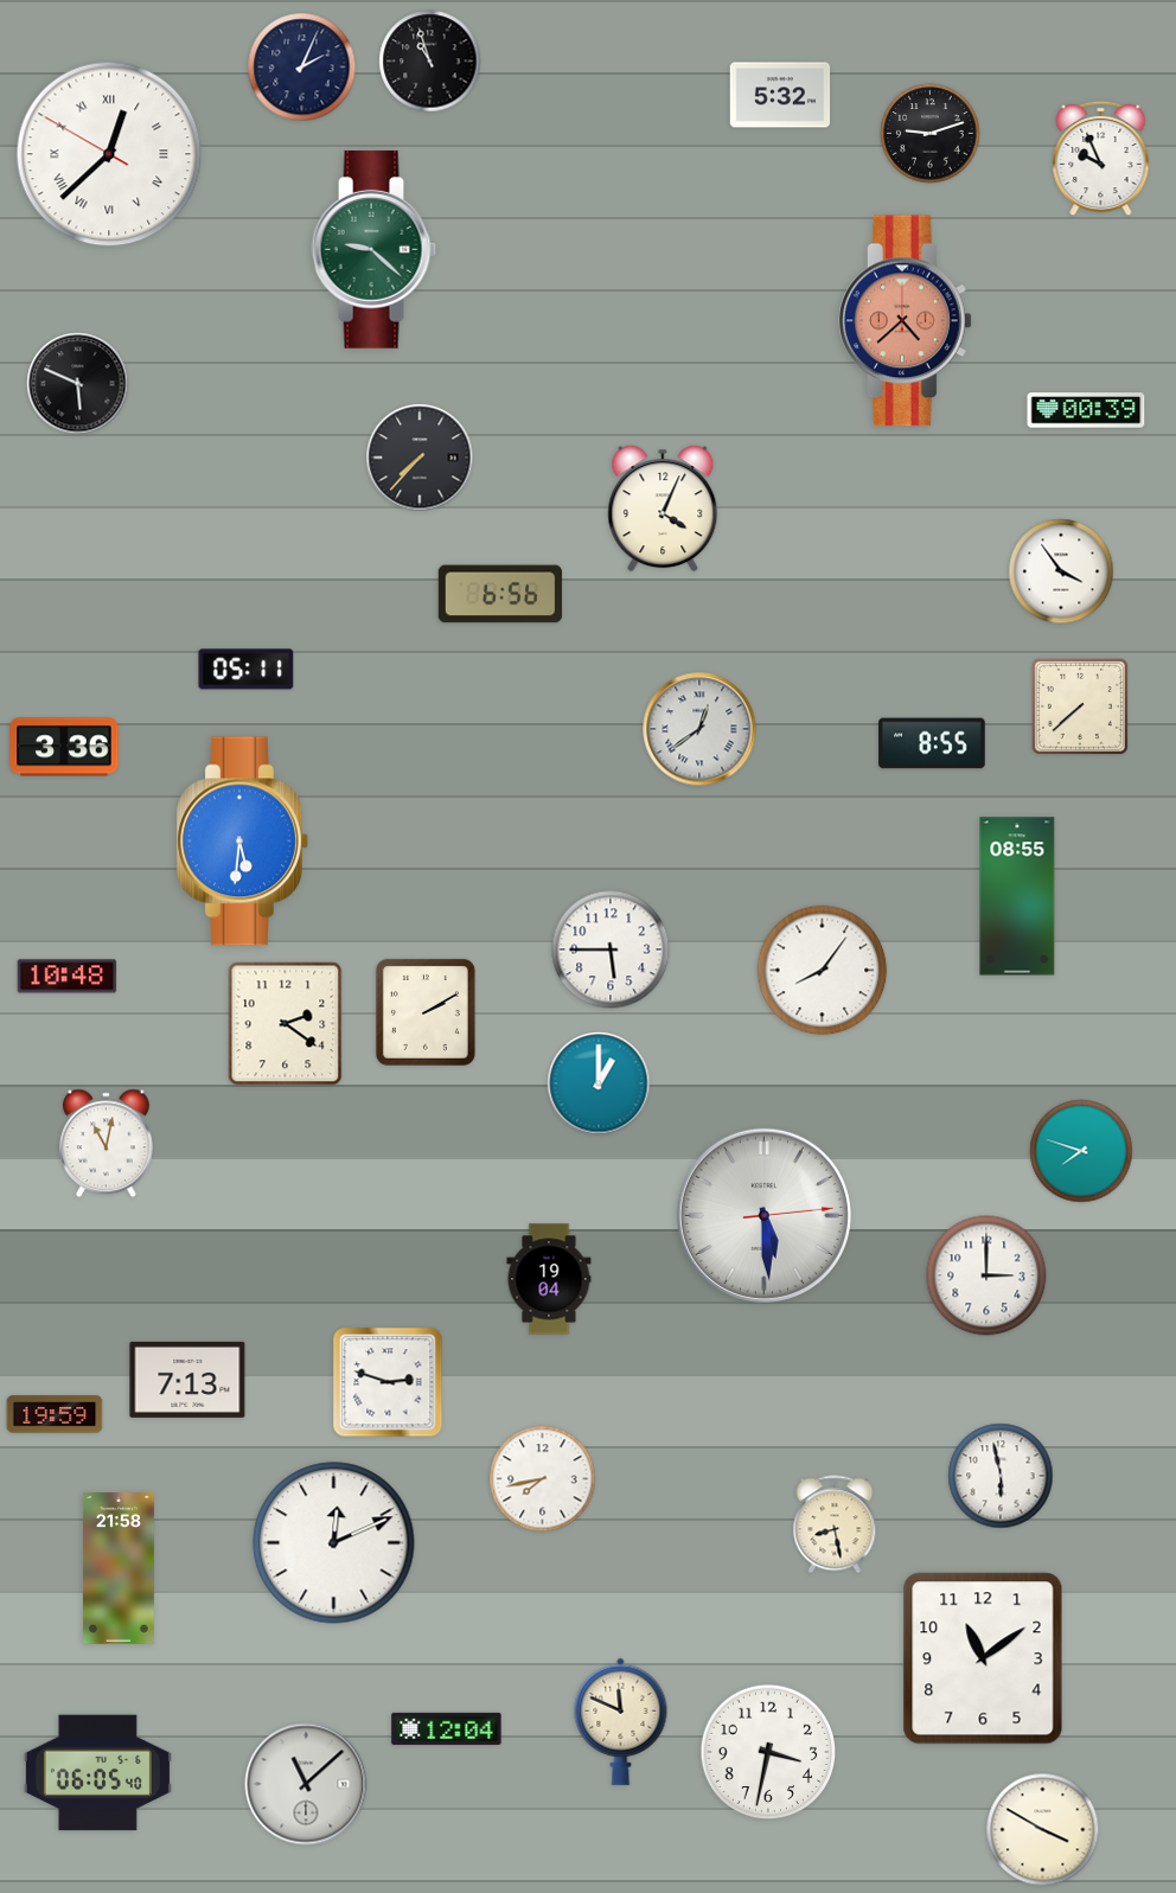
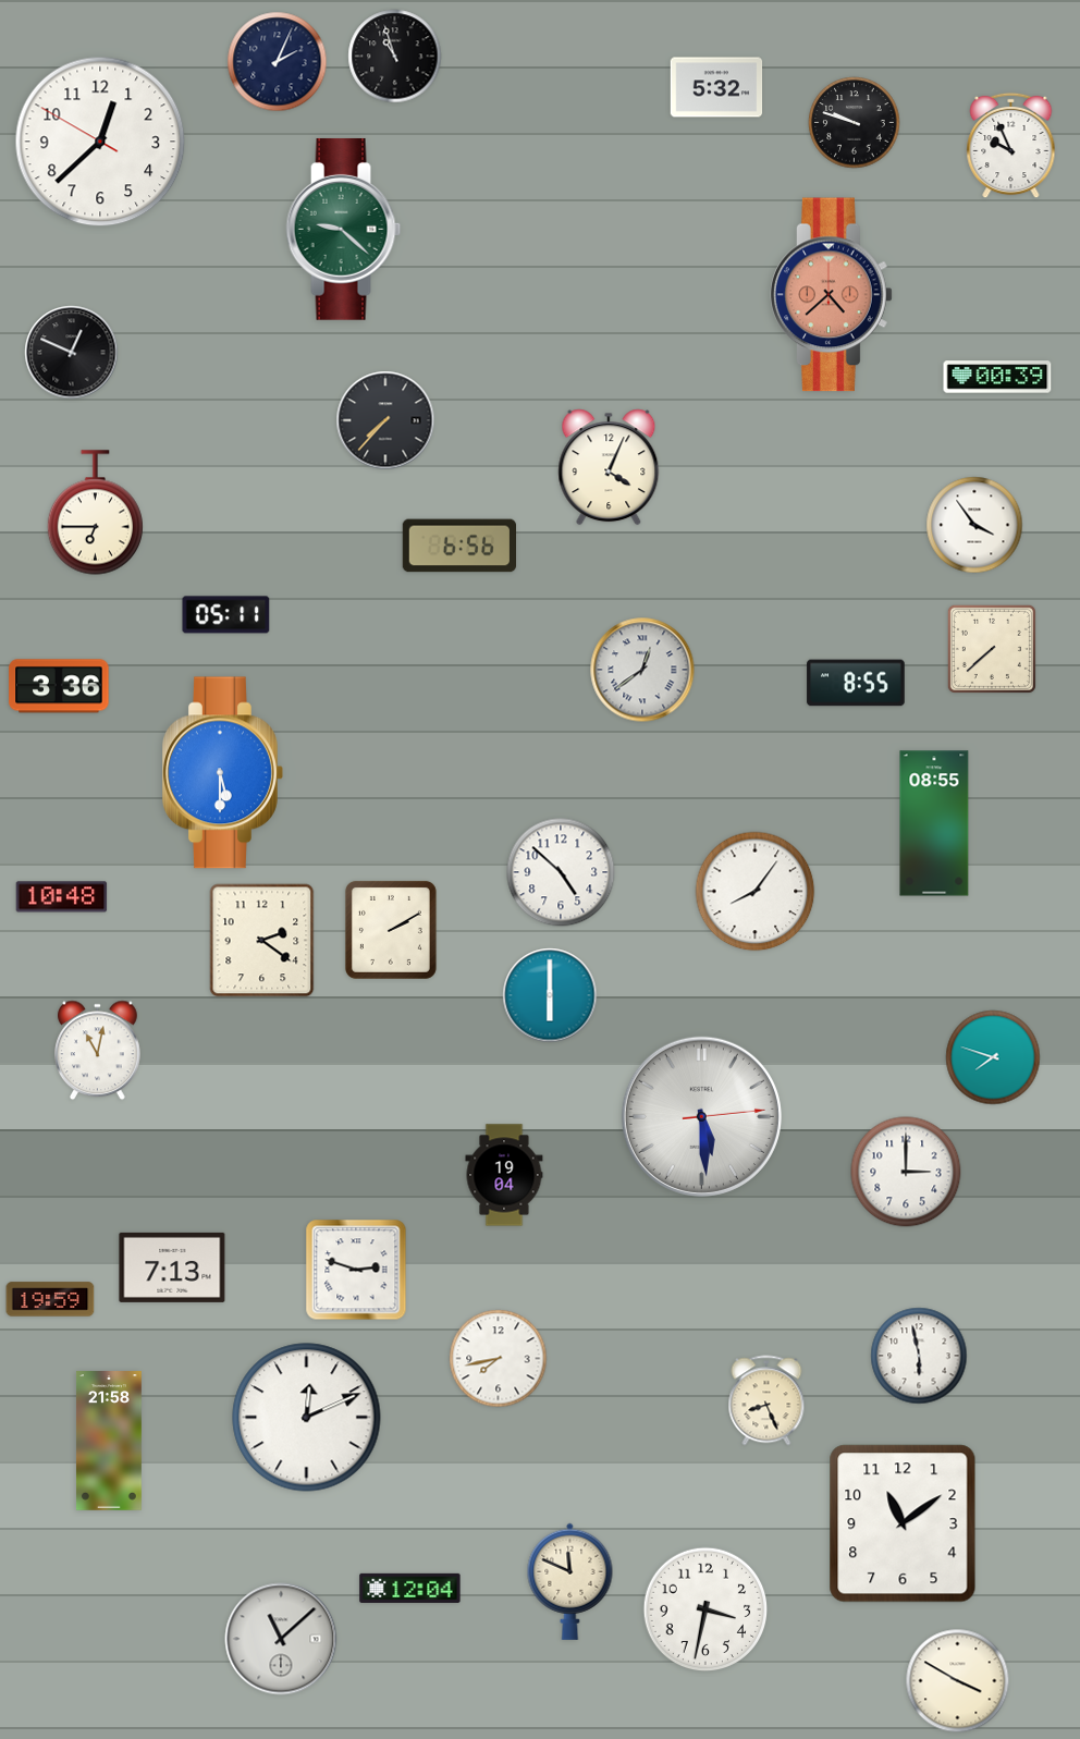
clock at (931, 134): 9:12 -> 9:48
clock at (109, 154) numerals: Roman -> Arabic
clock at (78, 384): 5:49 -> 12:49
clock at (95, 513): none -> 6:45
clock at (243, 842): 5:31 -> 5:30
clock at (611, 949): 5:45 -> 4:52
clock at (599, 1083): 1:00 -> 6:00
clock at (835, 1524): 8:28 -> 8:26
clock at (97, 1773): 06:05 -> none
